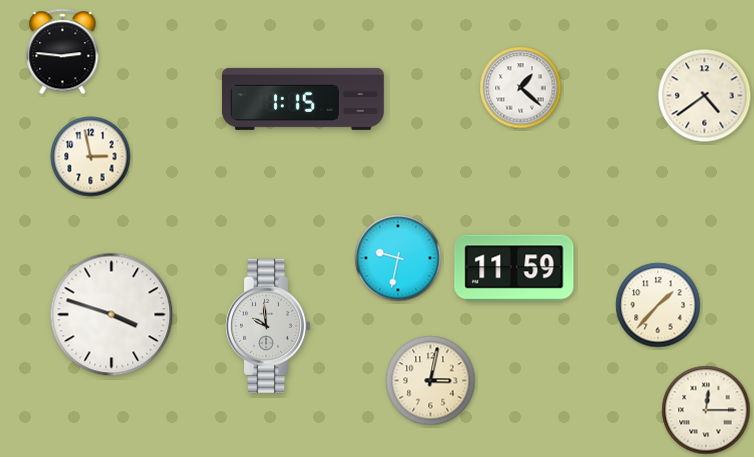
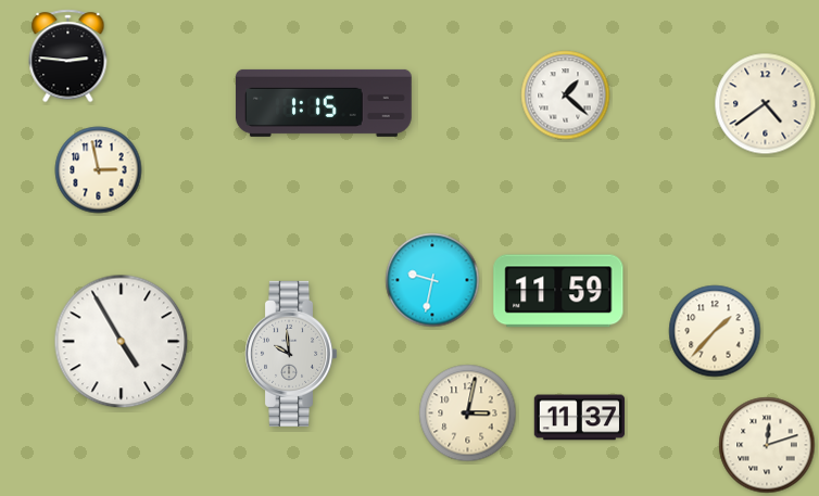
clock at (303, 99) position: (303, 99) -> (324, 103)
clock at (112, 315): 3:48 -> 4:55
clock at (580, 418): none -> 11:37
clock at (706, 410): 12:15 -> 12:12
